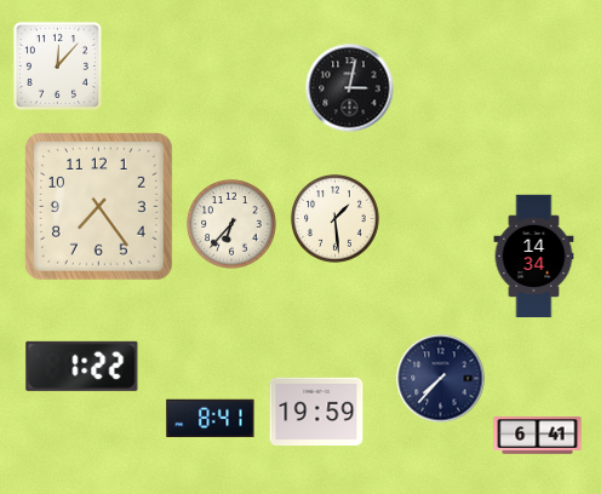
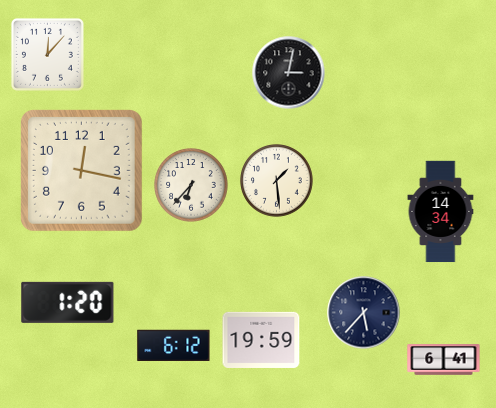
clock at (98, 206): 7:24 -> 12:17
clock at (82, 366): 1:22 -> 1:20
clock at (441, 379): 7:37 -> 5:37
clock at (211, 419): 8:41 -> 6:12
